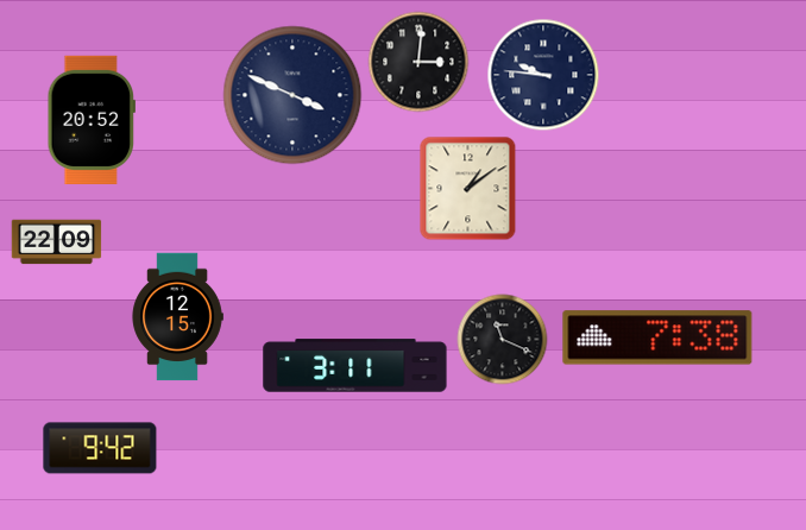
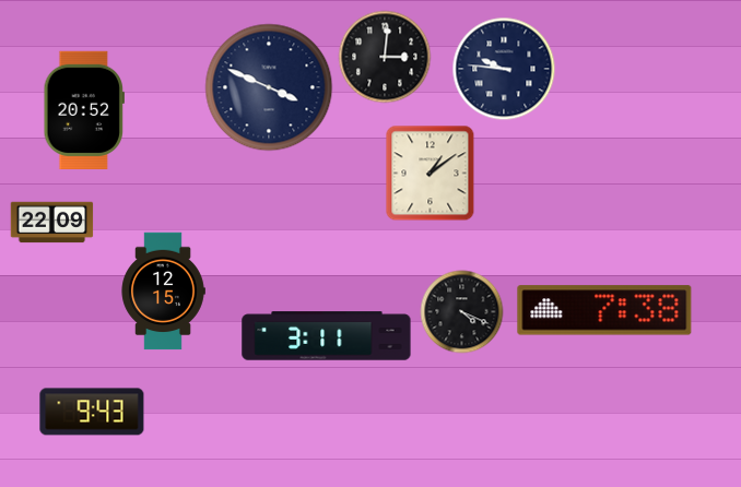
clock at (543, 75) position: (543, 75) -> (504, 69)
clock at (503, 340): 11:19 -> 4:19
clock at (100, 448): 9:42 -> 9:43
